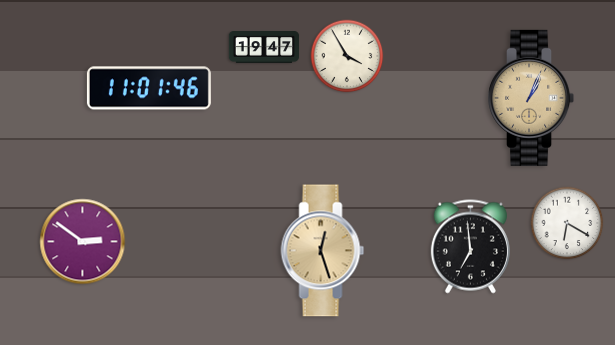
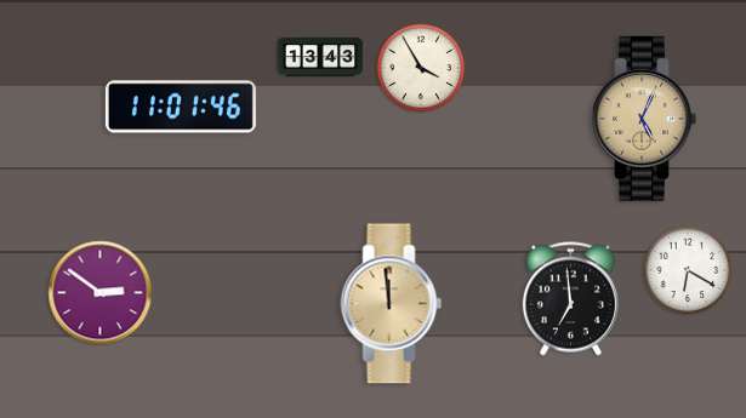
clock at (264, 48): 19:47 -> 13:43
clock at (531, 98): 1:04 -> 5:04
clock at (323, 251): 12:27 -> 11:59
